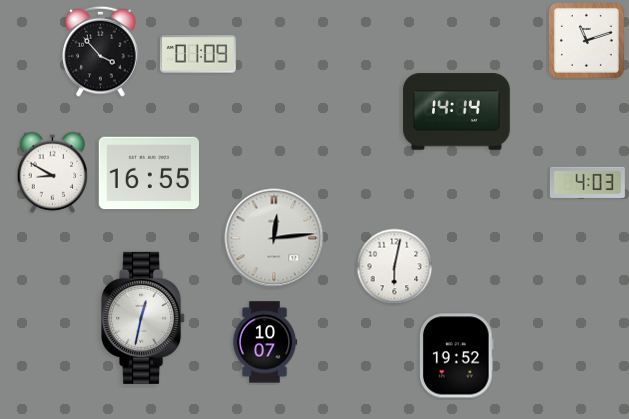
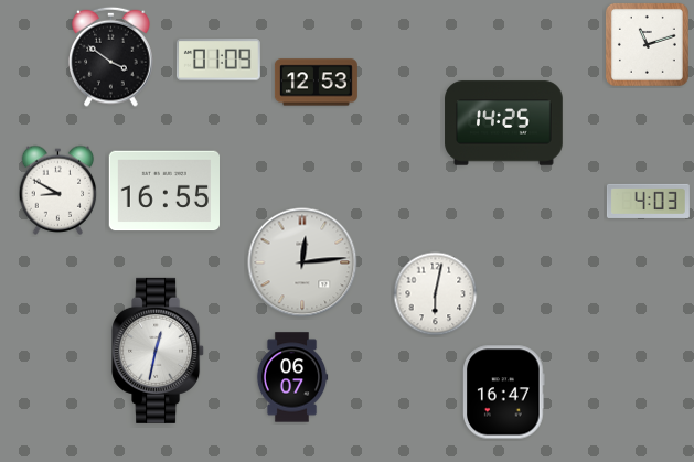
clock at (101, 51): 3:53 -> 3:51
clock at (316, 83): none -> 12:53
clock at (457, 112): 14:14 -> 14:25
clock at (265, 342): 10:07 -> 06:07
clock at (457, 356): 19:52 -> 16:47
